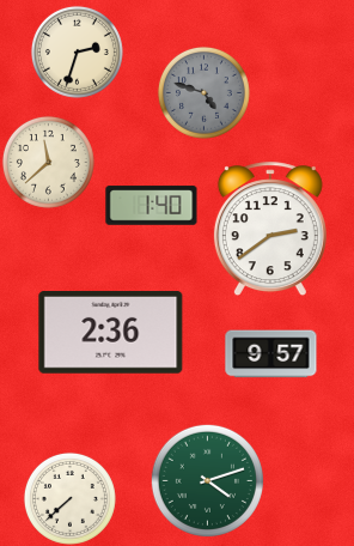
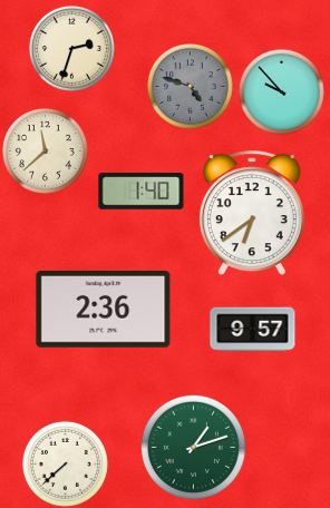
clock at (281, 91): none -> 9:53
clock at (270, 230): 2:39 -> 6:39
clock at (207, 480): 4:12 -> 1:12
